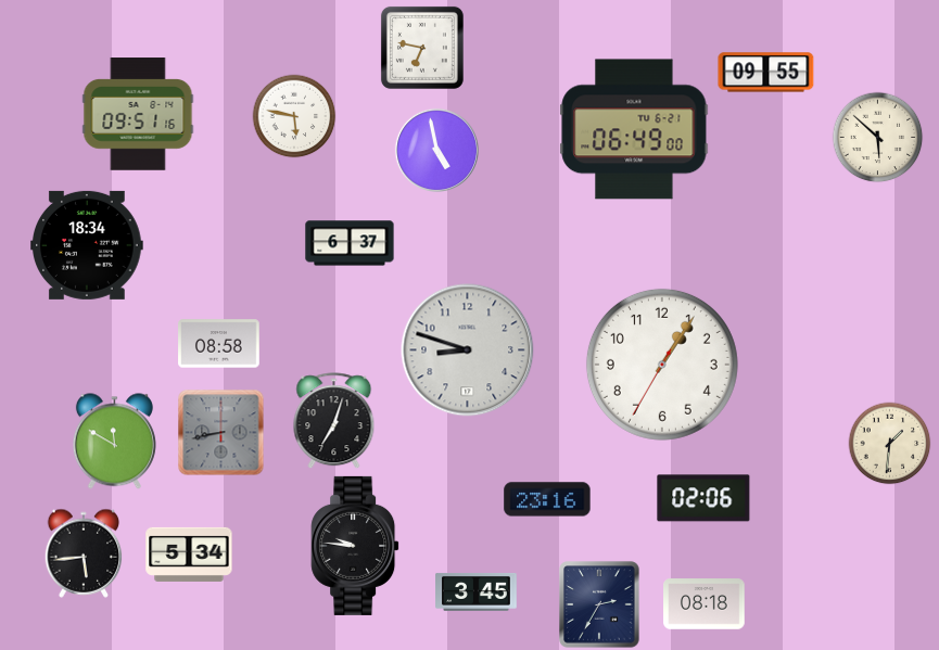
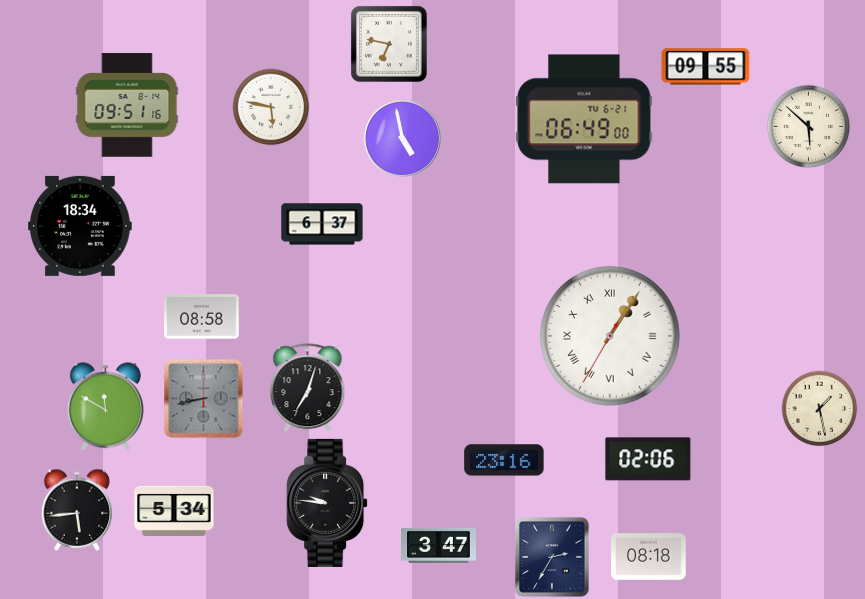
clock at (468, 351): 8:48 -> none
clock at (662, 365) numerals: Arabic -> Roman
clock at (890, 444): 1:31 -> 1:28
clock at (477, 591): 3:45 -> 3:47
